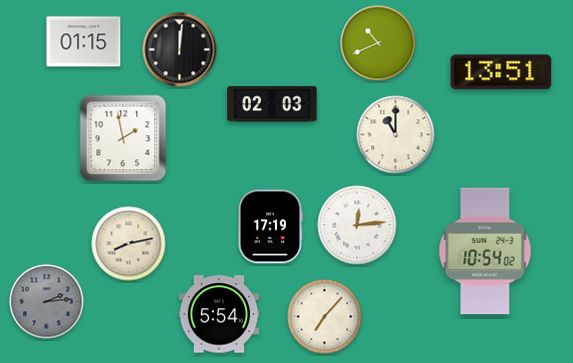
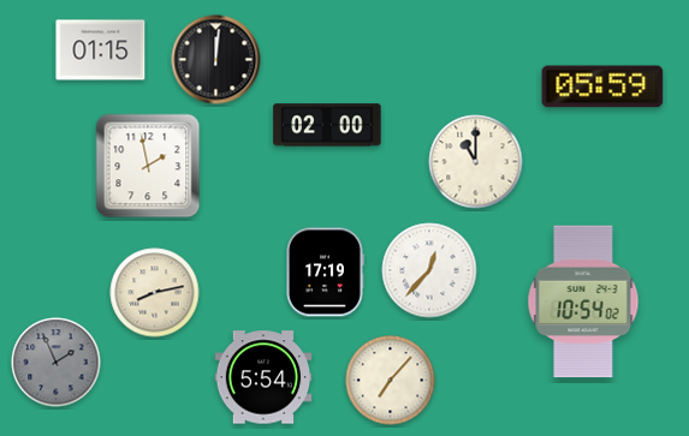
clock at (378, 43): 10:41 -> none
clock at (501, 72): 13:51 -> 05:59
clock at (272, 104): 02:03 -> 02:00
clock at (357, 225): 12:14 -> 12:37
clock at (47, 302): 2:14 -> 1:56
